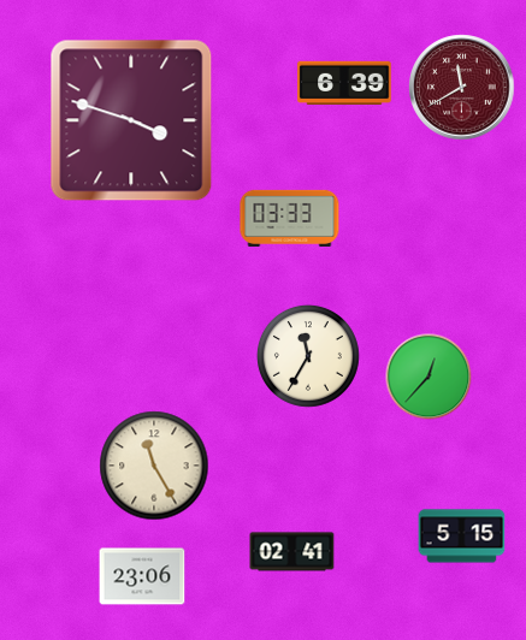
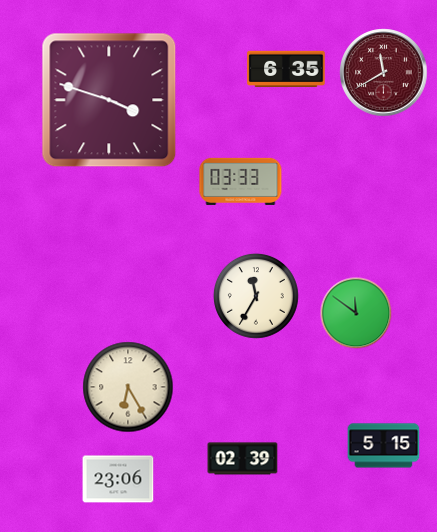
clock at (344, 82): 6:39 -> 6:35
clock at (429, 377): 12:37 -> 11:51
clock at (154, 466): 11:25 -> 6:25
clock at (292, 552): 02:41 -> 02:39
